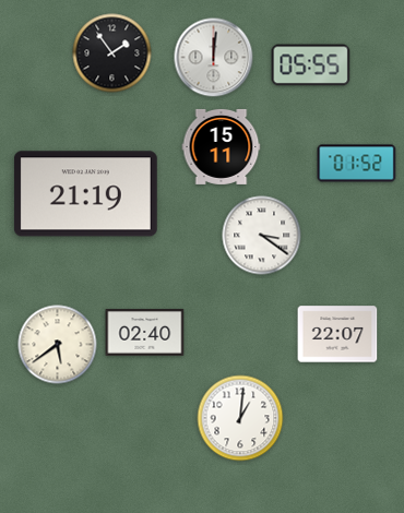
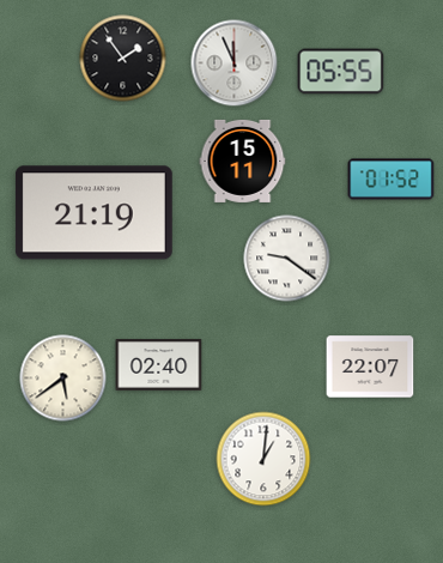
clock at (214, 58): 12:01 -> 11:56
clock at (262, 236): 3:21 -> 9:21
